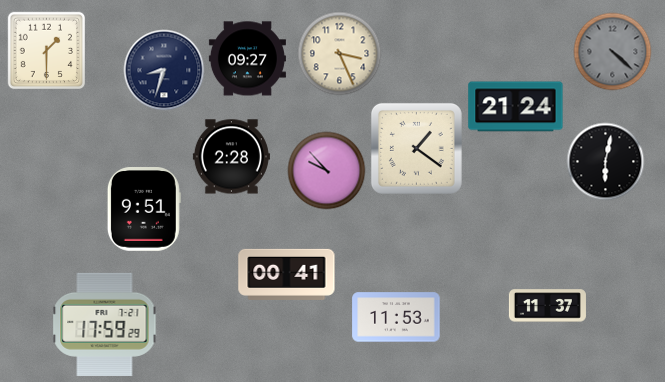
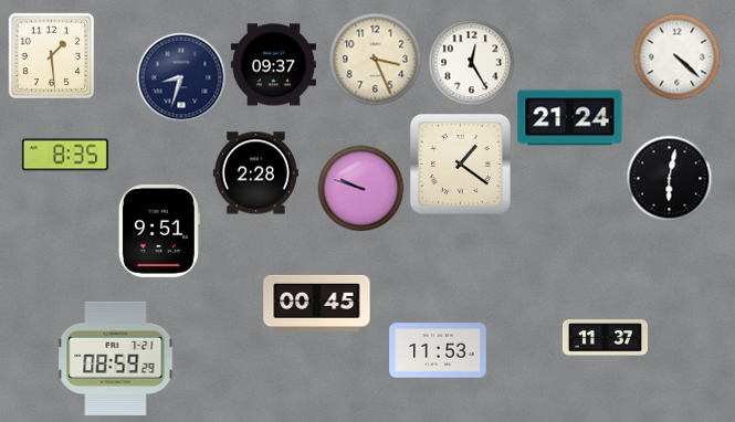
clock at (46, 50): 1:30 -> 1:29
clock at (612, 51) dial: grey -> white
clock at (471, 62): none -> 12:25
clock at (247, 59): 09:27 -> 09:37
clock at (65, 155): none -> 8:35
clock at (326, 170): 9:53 -> 9:48
clock at (287, 274): 00:41 -> 00:45
clock at (105, 324): 17:59 -> 08:59
